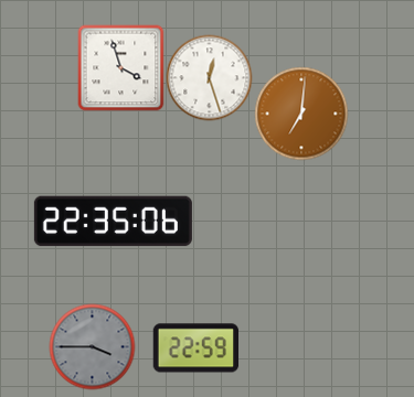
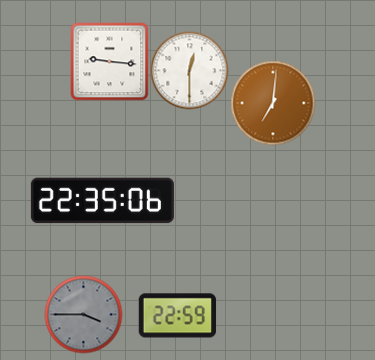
clock at (120, 67): 3:57 -> 9:16
clock at (209, 77): 12:27 -> 12:30
